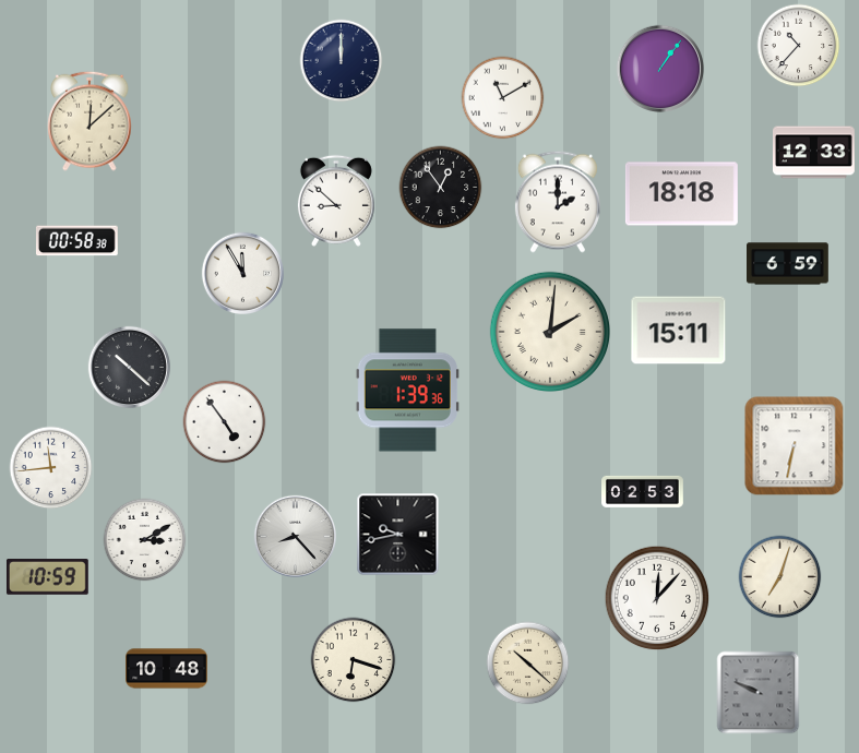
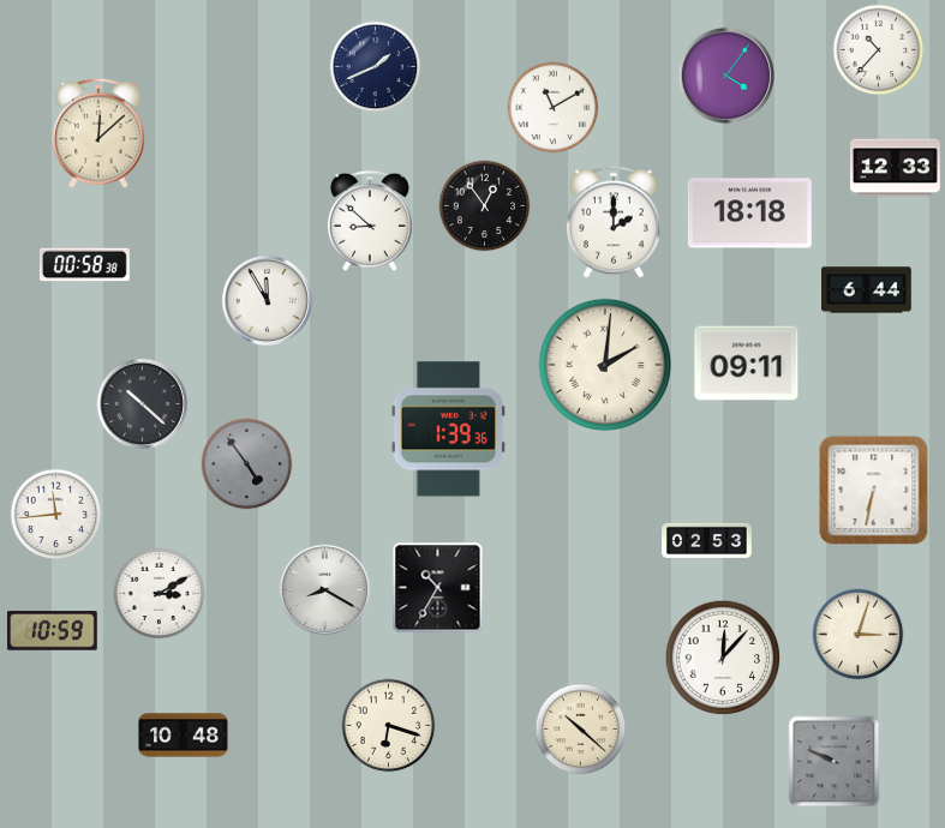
clock at (342, 61): 12:00 -> 1:41
clock at (660, 69): 1:06 -> 4:06
clock at (788, 264): 6:59 -> 6:44
clock at (679, 331): 15:11 -> 09:11
clock at (225, 422) dial: white -> grey
clock at (398, 535): 9:43 -> 10:35
clock at (295, 536): 8:23 -> 8:20
clock at (47, 577) position: (47, 577) -> (52, 631)
clock at (780, 577): 7:03 -> 3:03
